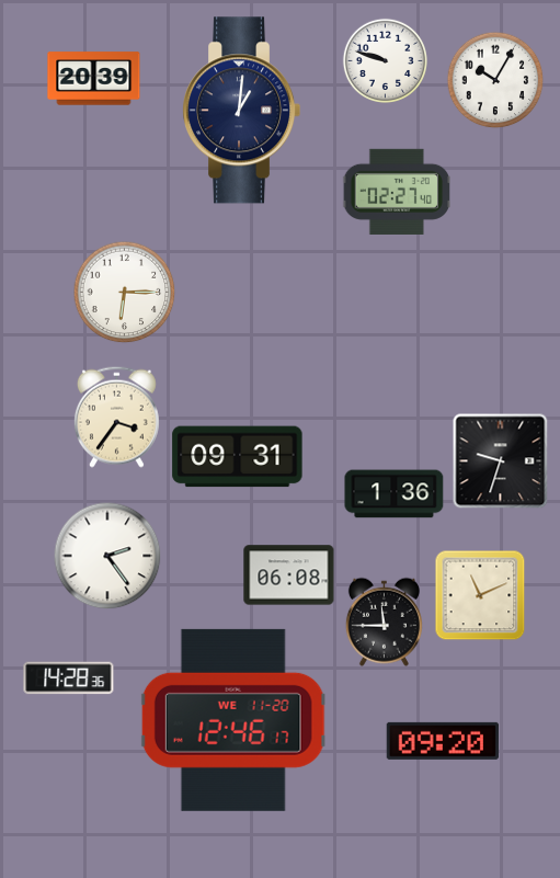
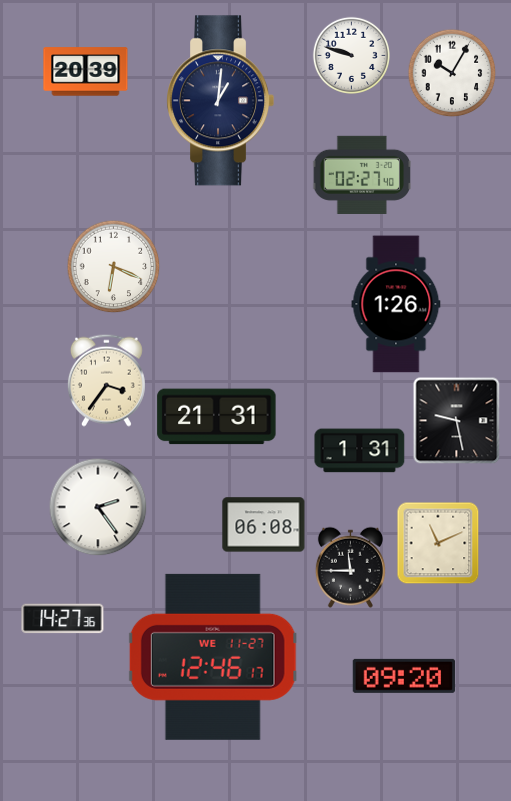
clock at (124, 292): 6:15 -> 6:19
clock at (396, 304): none -> 1:26
clock at (238, 457): 09:31 -> 21:31
clock at (500, 460): 9:33 -> 9:28
clock at (395, 494): 1:36 -> 1:31
clock at (69, 679): 14:28 -> 14:27
clock at (233, 720) date: WE 11-20 -> WE 11-27
